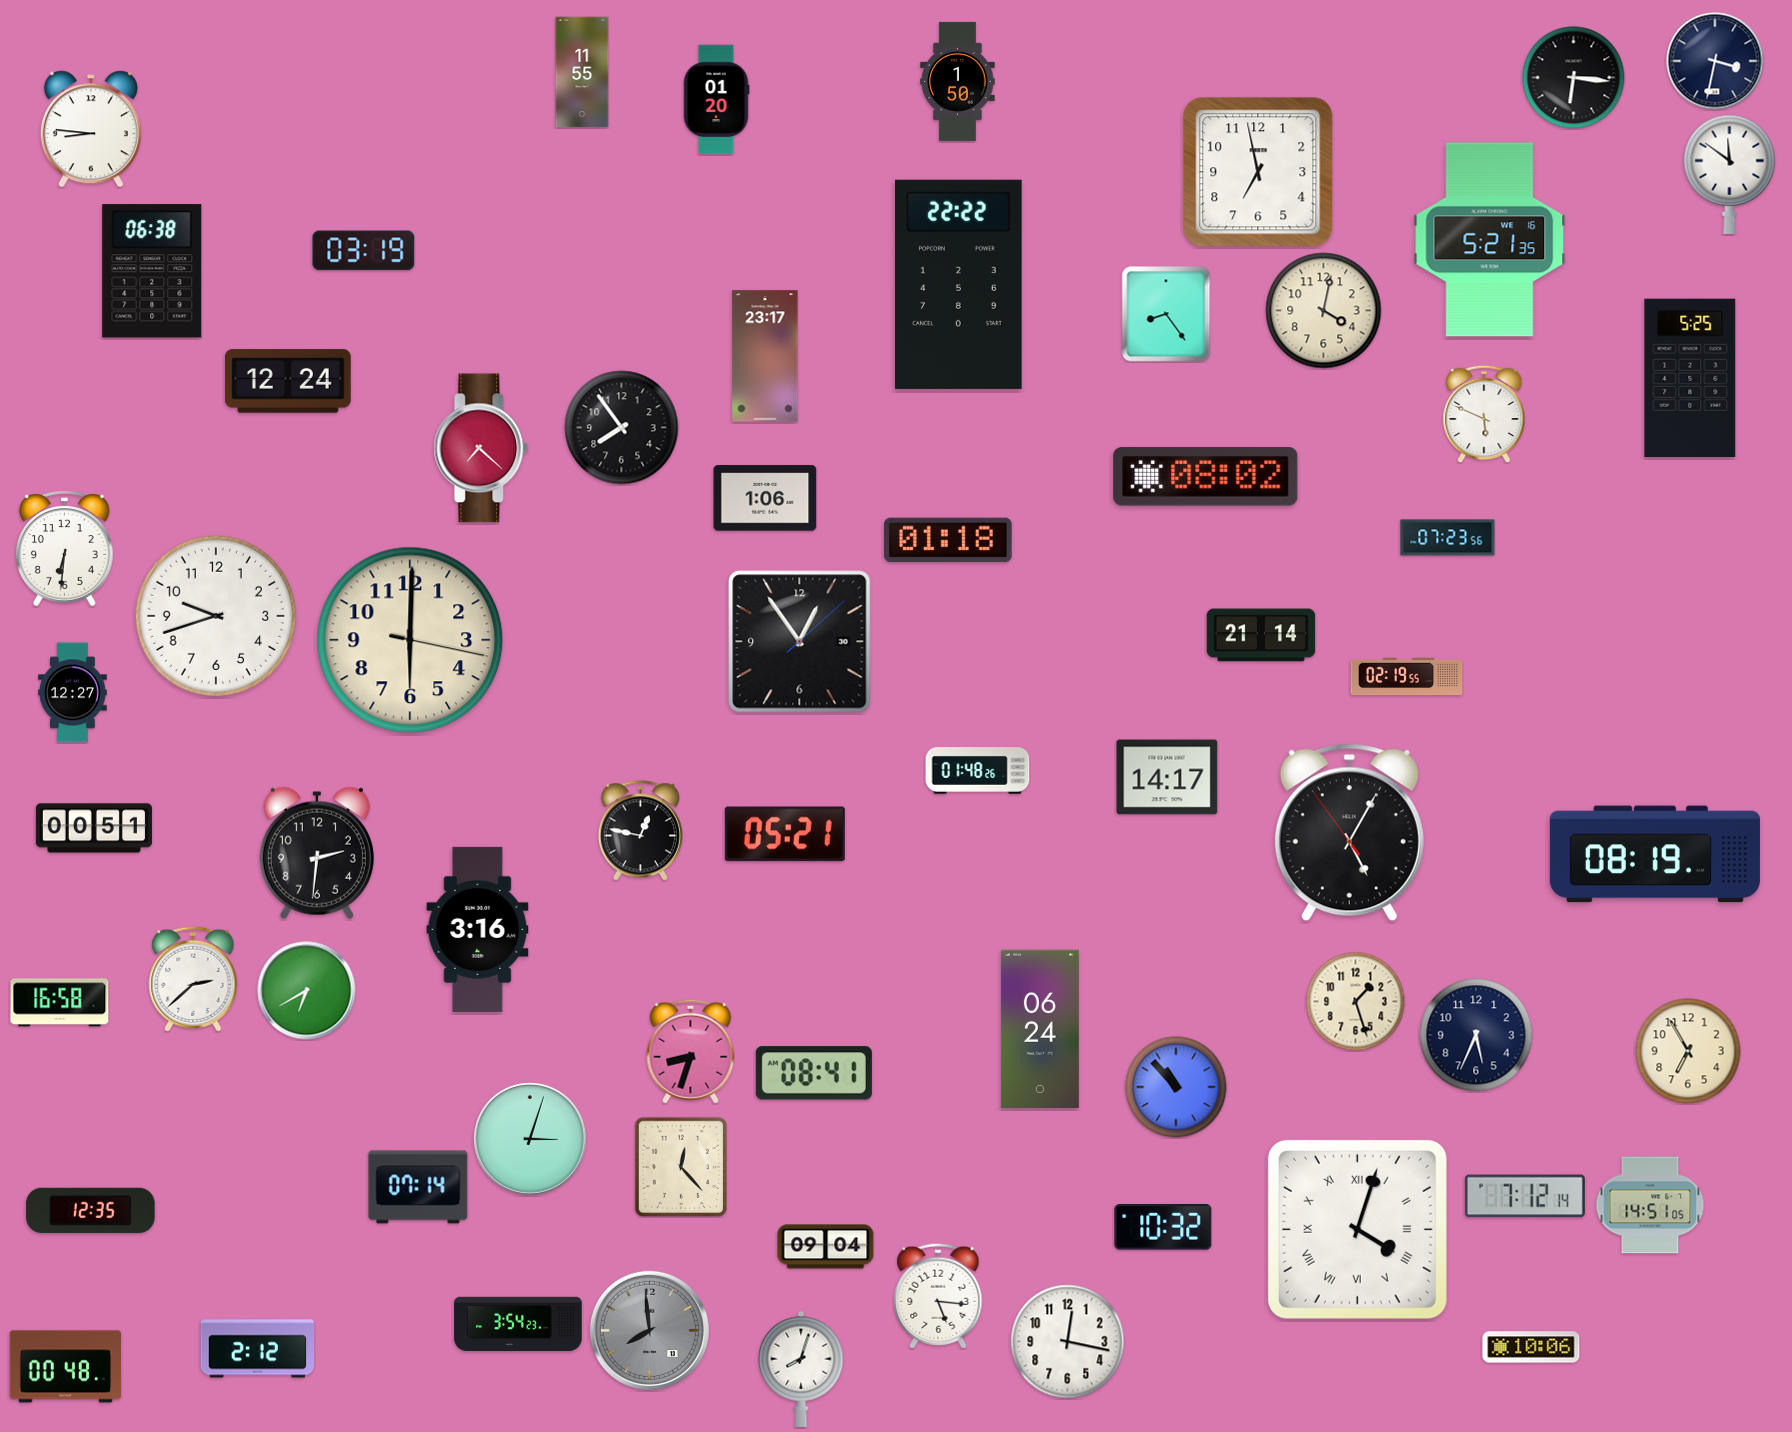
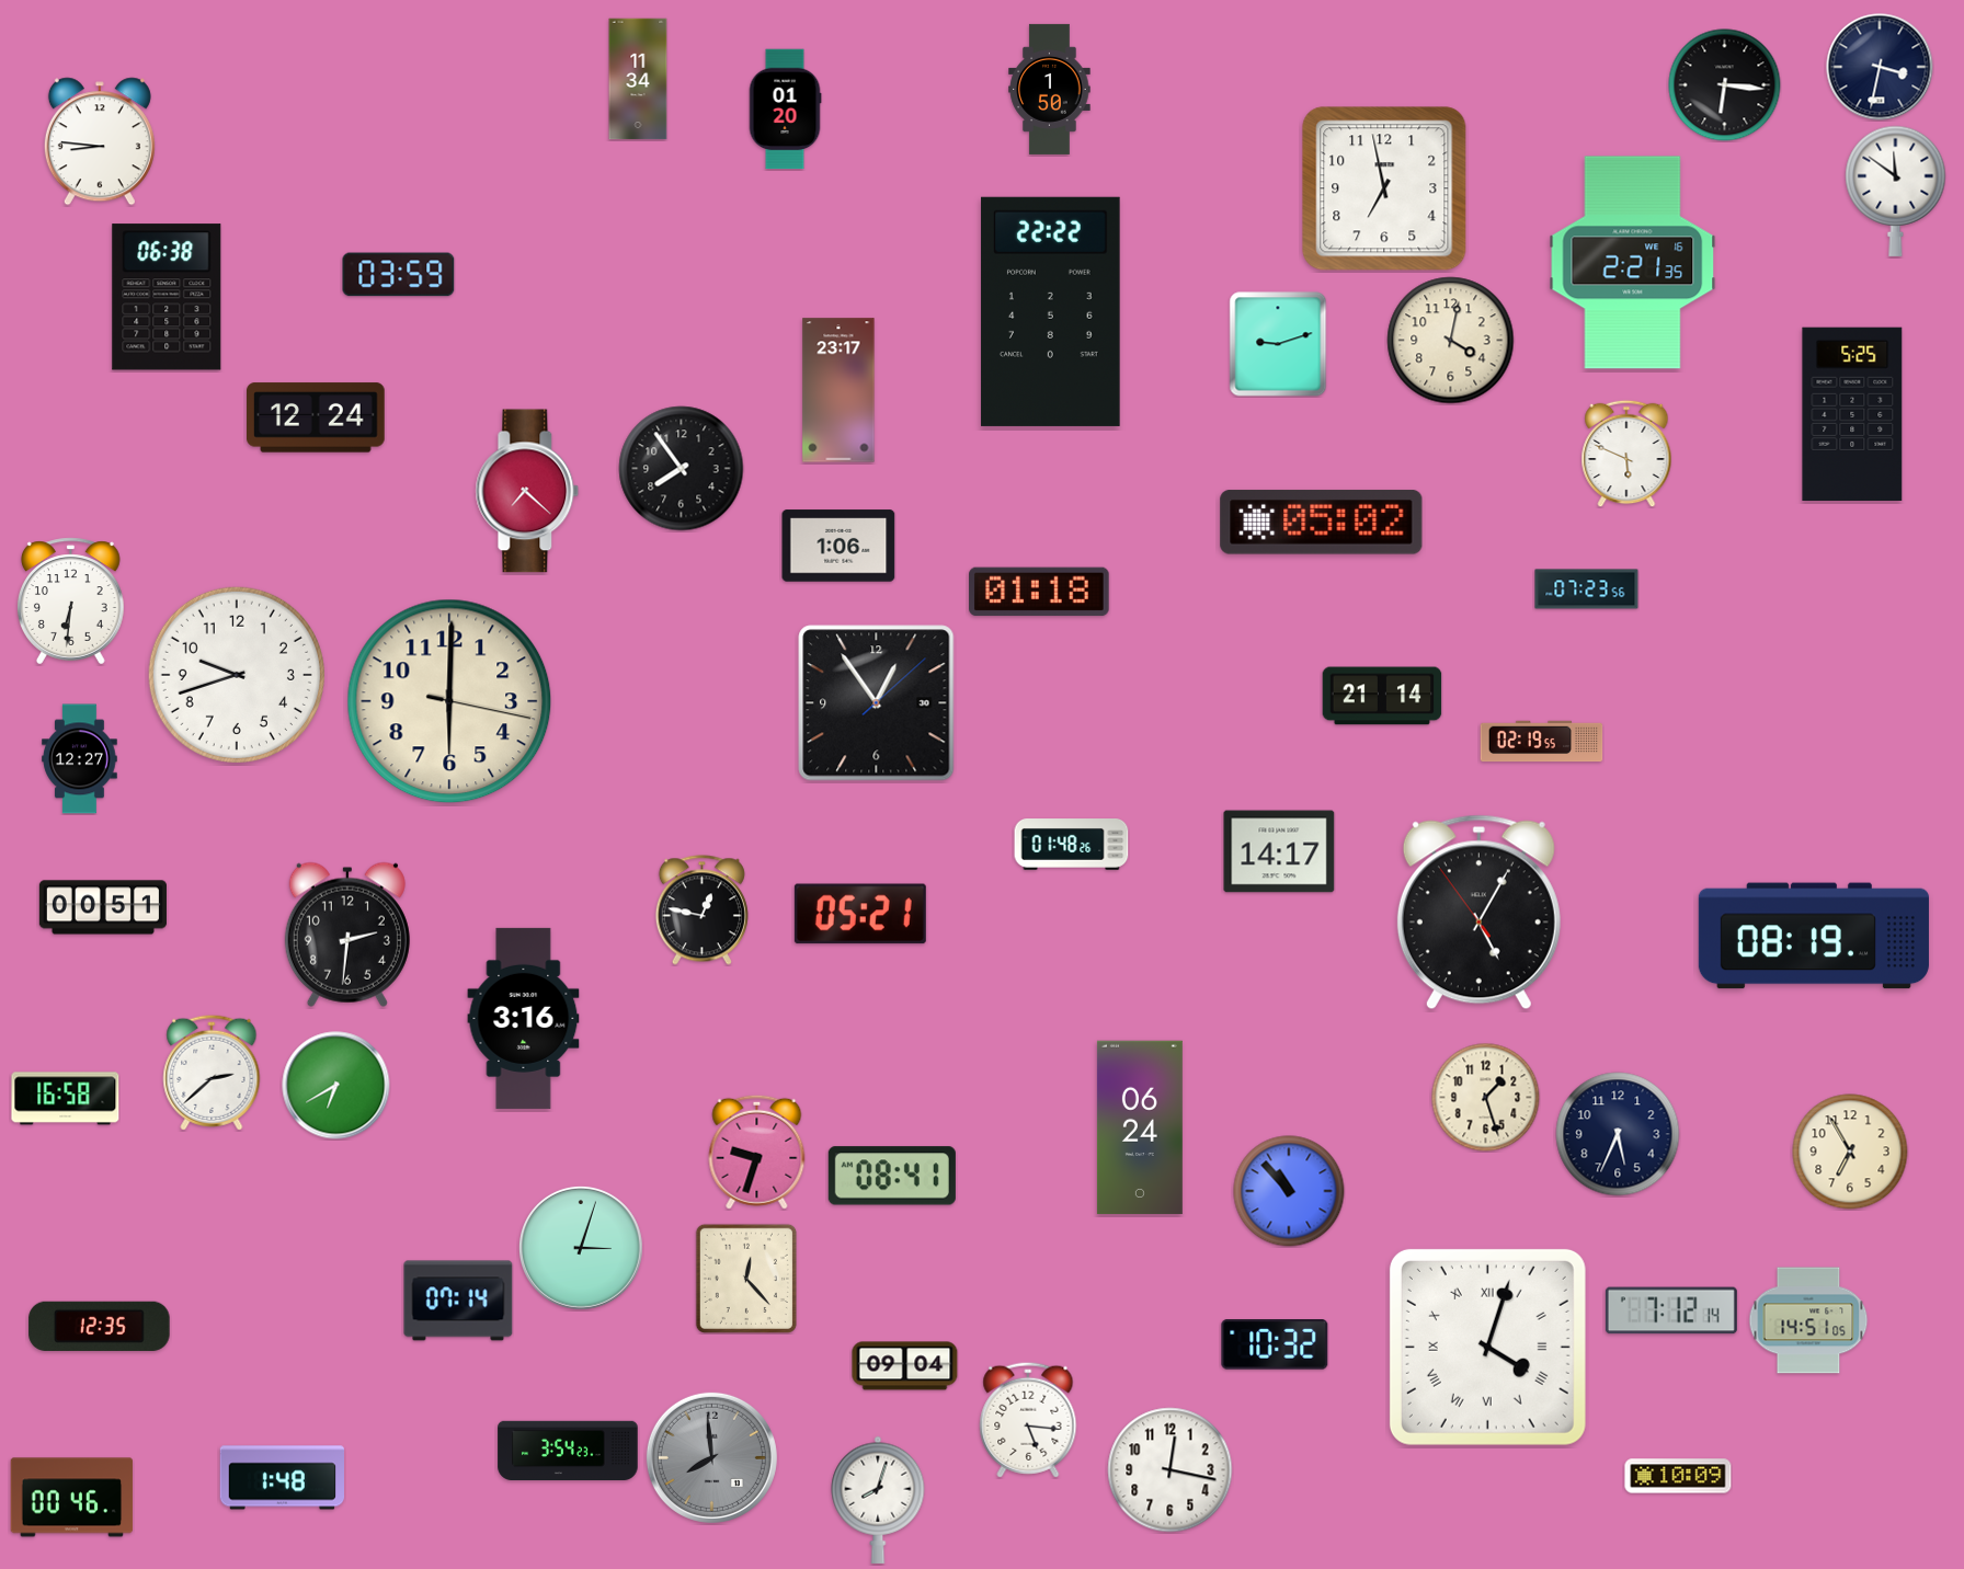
clock at (582, 72): 11:55 -> 11:34
clock at (1258, 172) position: (1258, 172) -> (1384, 188)
clock at (1490, 240): 5:21 -> 2:21
clock at (364, 251): 03:19 -> 03:59
clock at (1166, 314): 8:24 -> 9:12
clock at (1206, 477): 08:02 -> 05:02
clock at (691, 1051): 8:33 -> 9:33
clock at (1531, 1347): 10:06 -> 10:09
clock at (257, 1349): 2:12 -> 1:48
clock at (66, 1367): 00:48 -> 00:46
